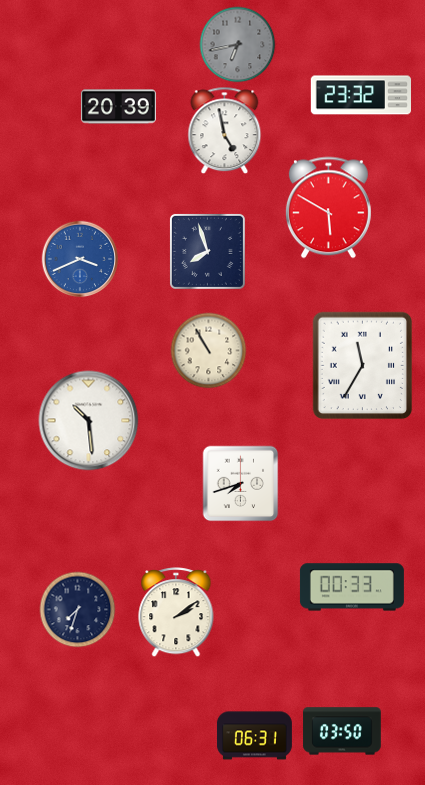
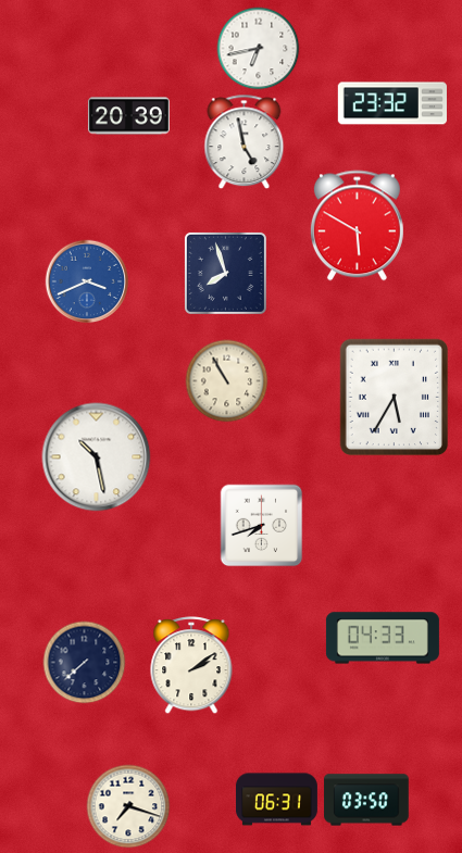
clock at (238, 45) dial: grey -> white
clock at (363, 366): 11:35 -> 5:35
clock at (89, 421): 10:29 -> 10:28
clock at (352, 587): 00:33 -> 04:33
clock at (78, 610): 7:33 -> 7:38
clock at (342, 731) position: (342, 731) -> (366, 800)
clock at (128, 806): none -> 7:18
